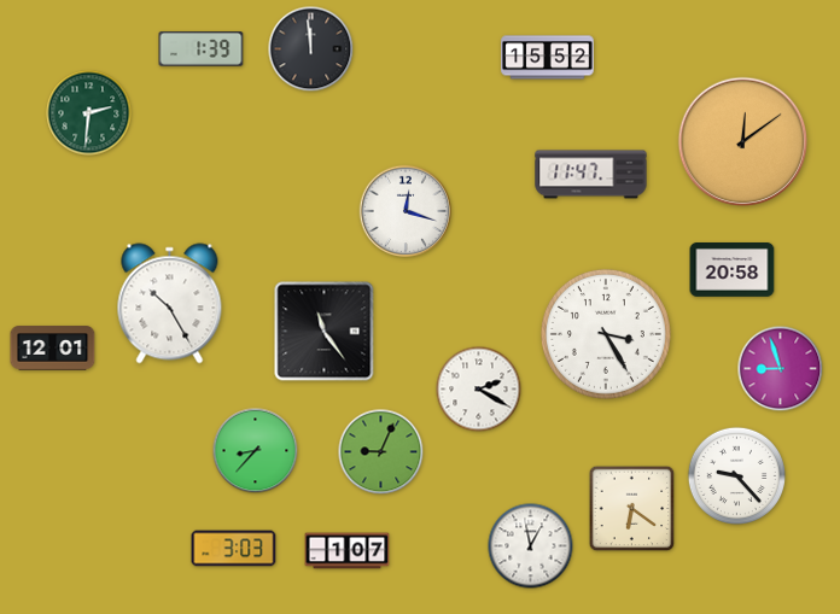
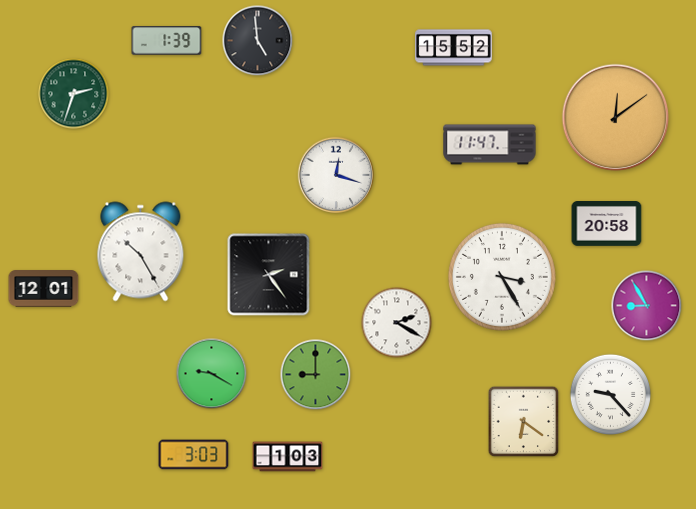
clock at (311, 49): 11:59 -> 4:59
clock at (89, 113): 2:31 -> 2:33
clock at (325, 332): 11:24 -> 2:24
clock at (781, 369): 8:57 -> 8:55
clock at (256, 451): 8:37 -> 9:20
clock at (381, 452): 9:04 -> 9:00
clock at (531, 546): 12:58 -> none
clock at (348, 551): 1:07 -> 1:03
